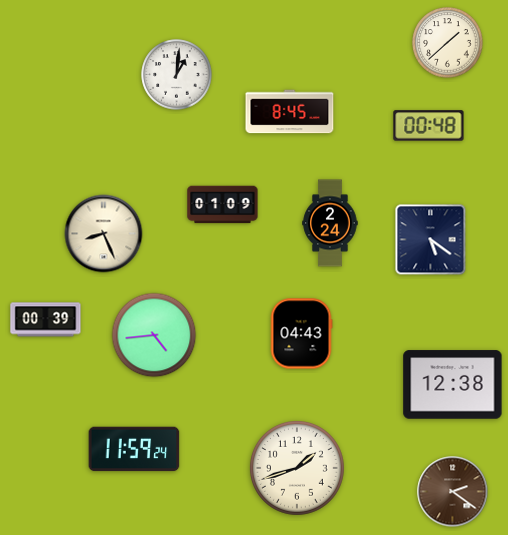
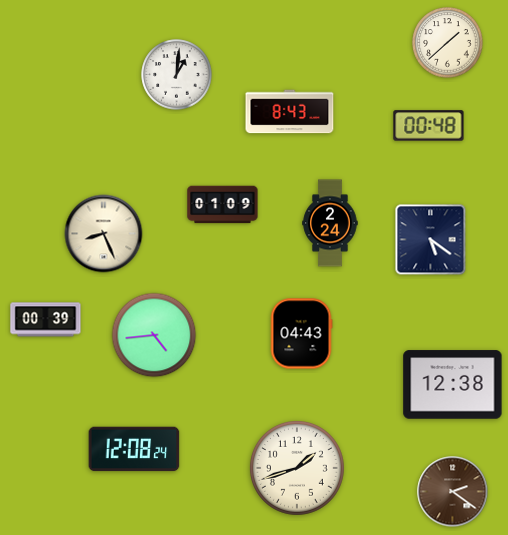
clock at (290, 112): 8:45 -> 8:43
clock at (134, 449): 11:59 -> 12:08
